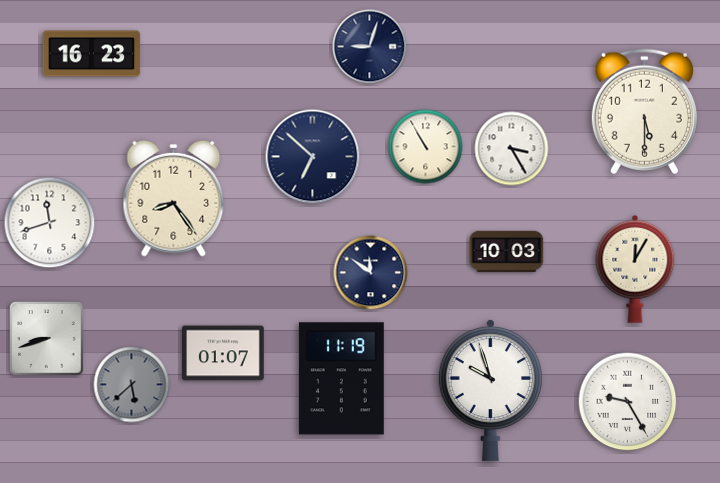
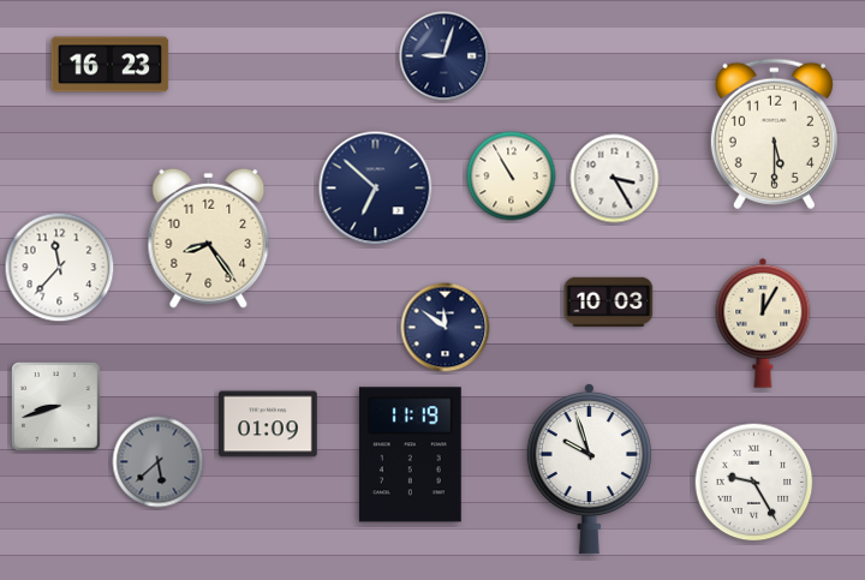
clock at (50, 223): 11:42 -> 11:37
clock at (224, 353): 01:07 -> 01:09
